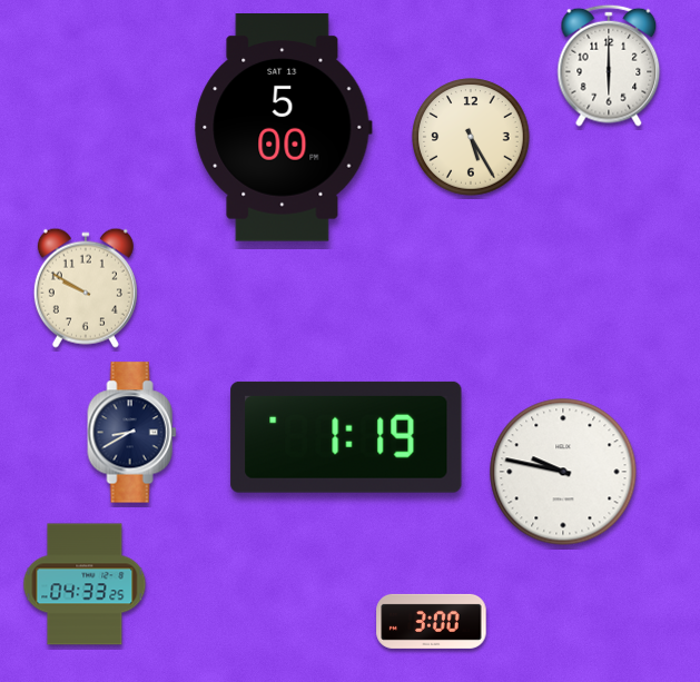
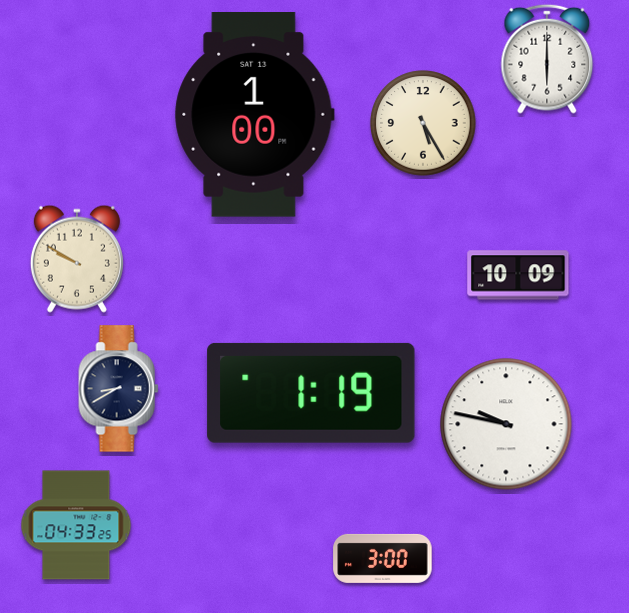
clock at (284, 128): 5:00 -> 1:00
clock at (518, 275): none -> 10:09
clock at (432, 621) position: (432, 621) -> (383, 558)
